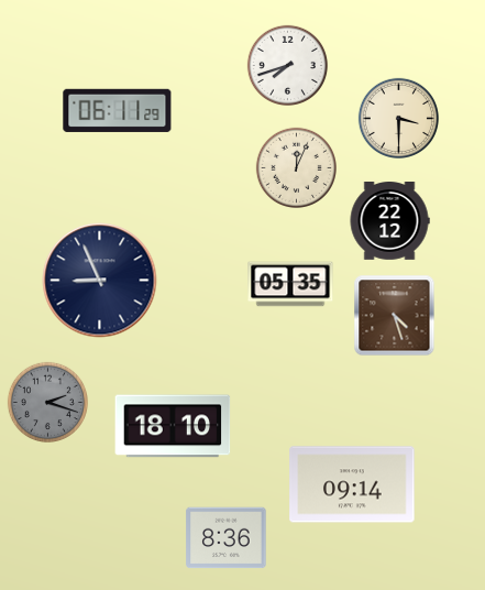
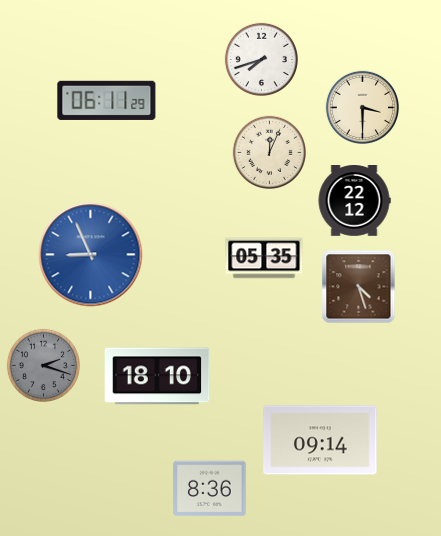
clock at (100, 281) dial: navy -> blue
clock at (173, 426) position: (173, 426) -> (157, 376)
clock at (227, 538) position: (227, 538) -> (210, 489)
